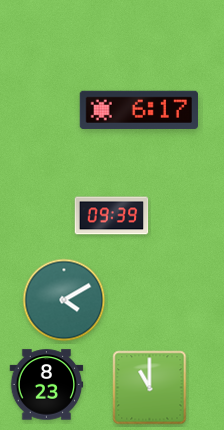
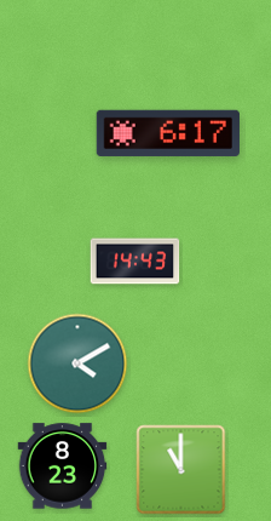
clock at (112, 216): 09:39 -> 14:43
clock at (47, 385) position: (47, 385) -> (63, 466)
